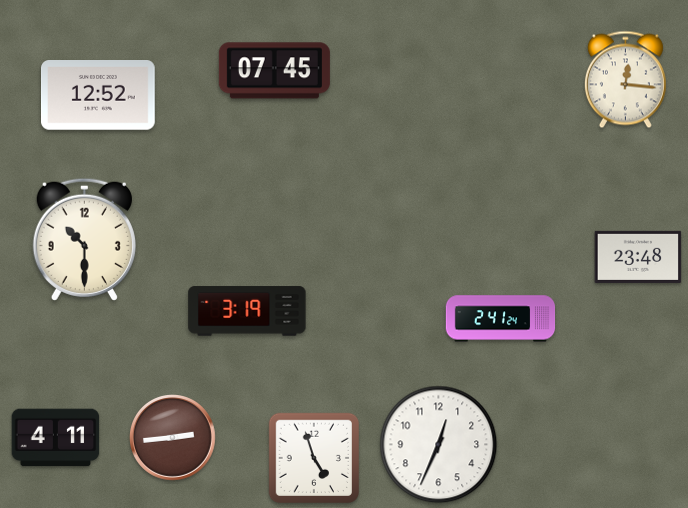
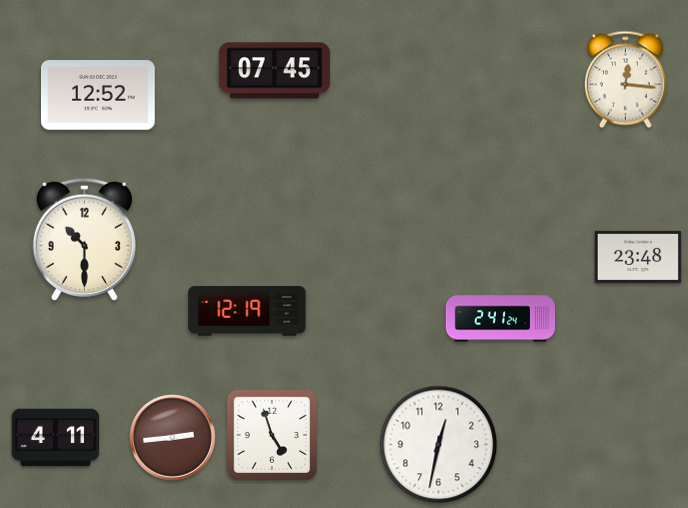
clock at (247, 311): 3:19 -> 12:19
clock at (439, 445): 12:34 -> 12:32
clock at (313, 457) position: (313, 457) -> (271, 434)
